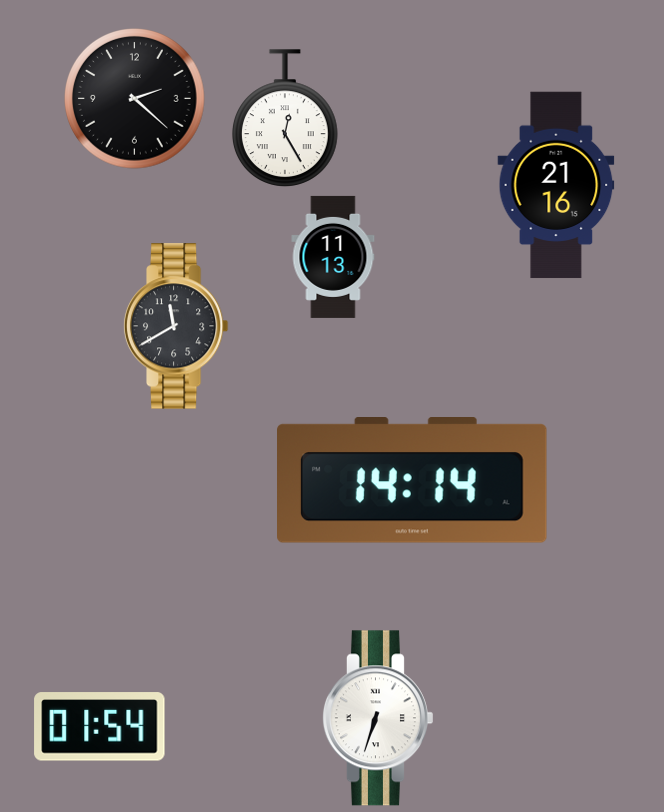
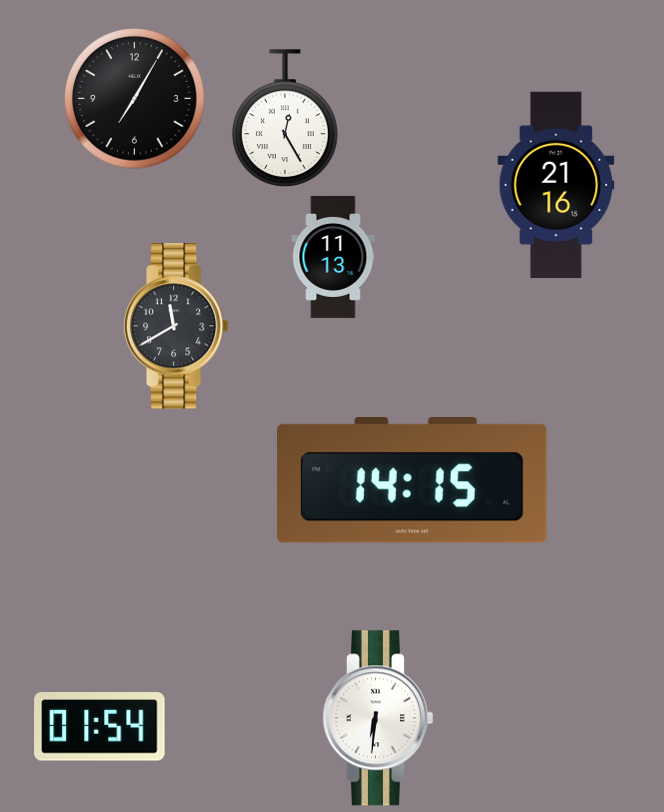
clock at (135, 99): 2:22 -> 7:05
clock at (413, 481): 14:14 -> 14:15
clock at (377, 718): 6:33 -> 6:31
